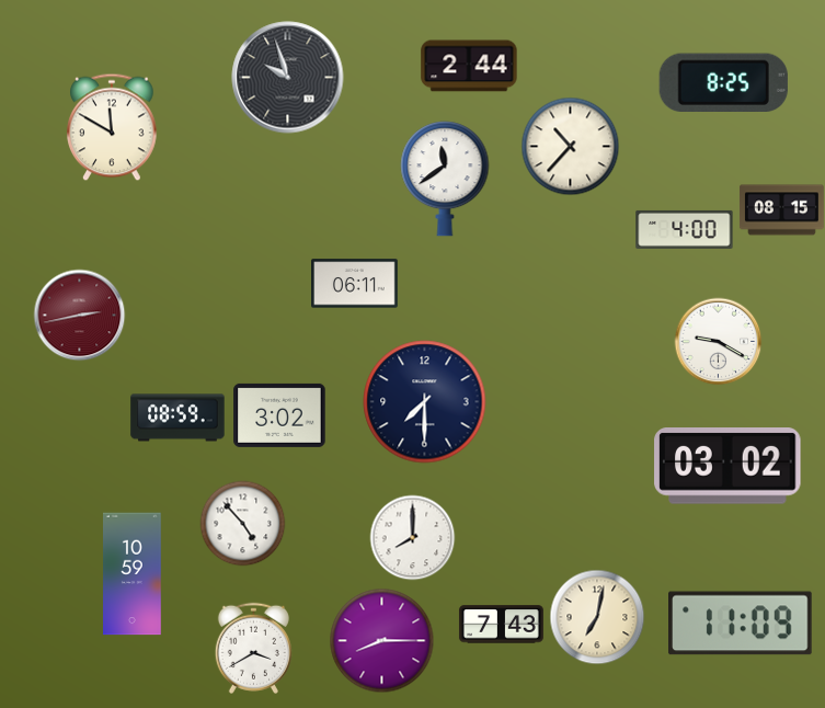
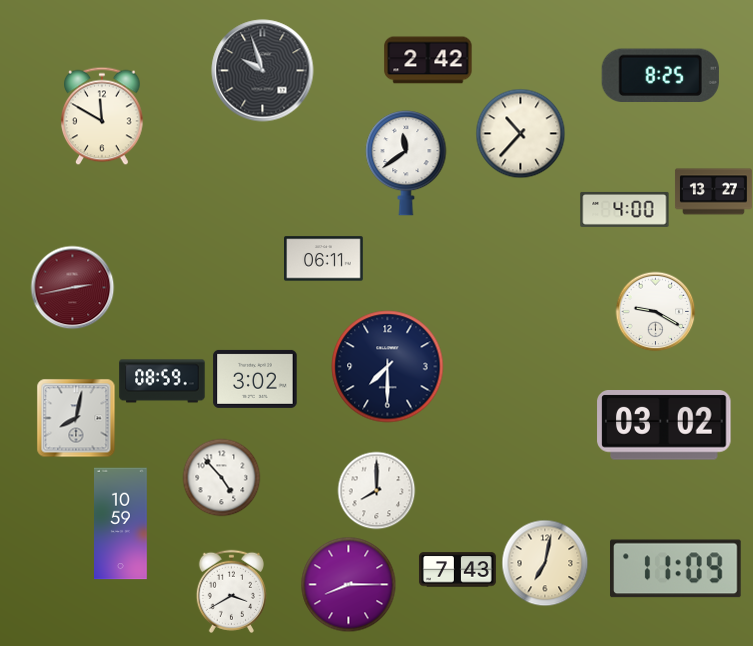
clock at (469, 66): 2:44 -> 2:42
clock at (782, 210): 08:15 -> 13:27
clock at (76, 418): none -> 8:02
